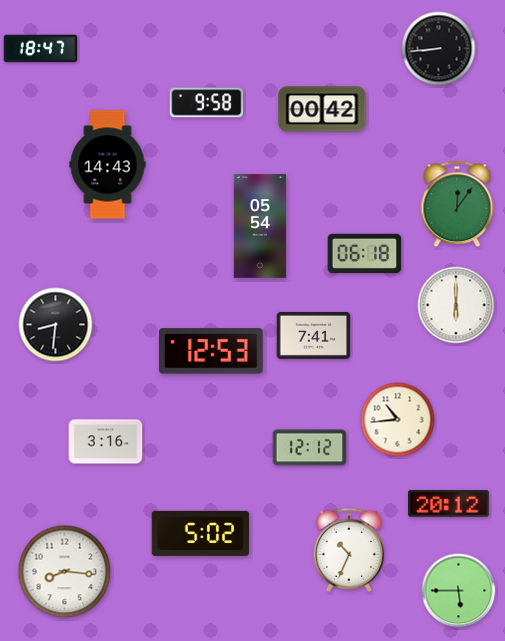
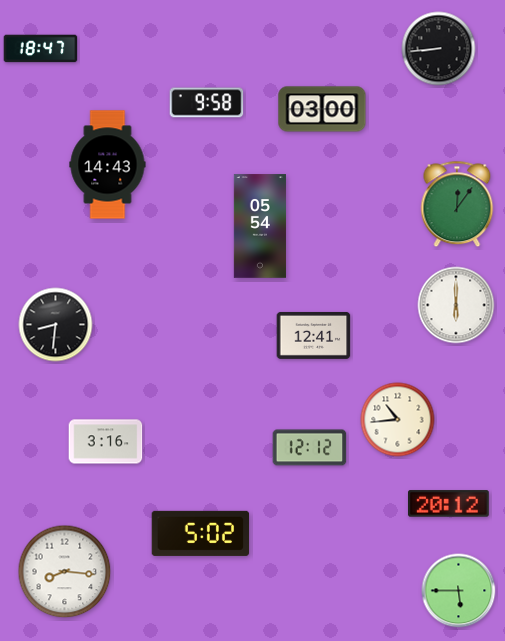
clock at (322, 109): 00:42 -> 03:00
clock at (365, 254): 06:18 -> none
clock at (314, 335): 7:41 -> 12:41
clock at (212, 351): 12:53 -> none
clock at (349, 550): 10:34 -> none
